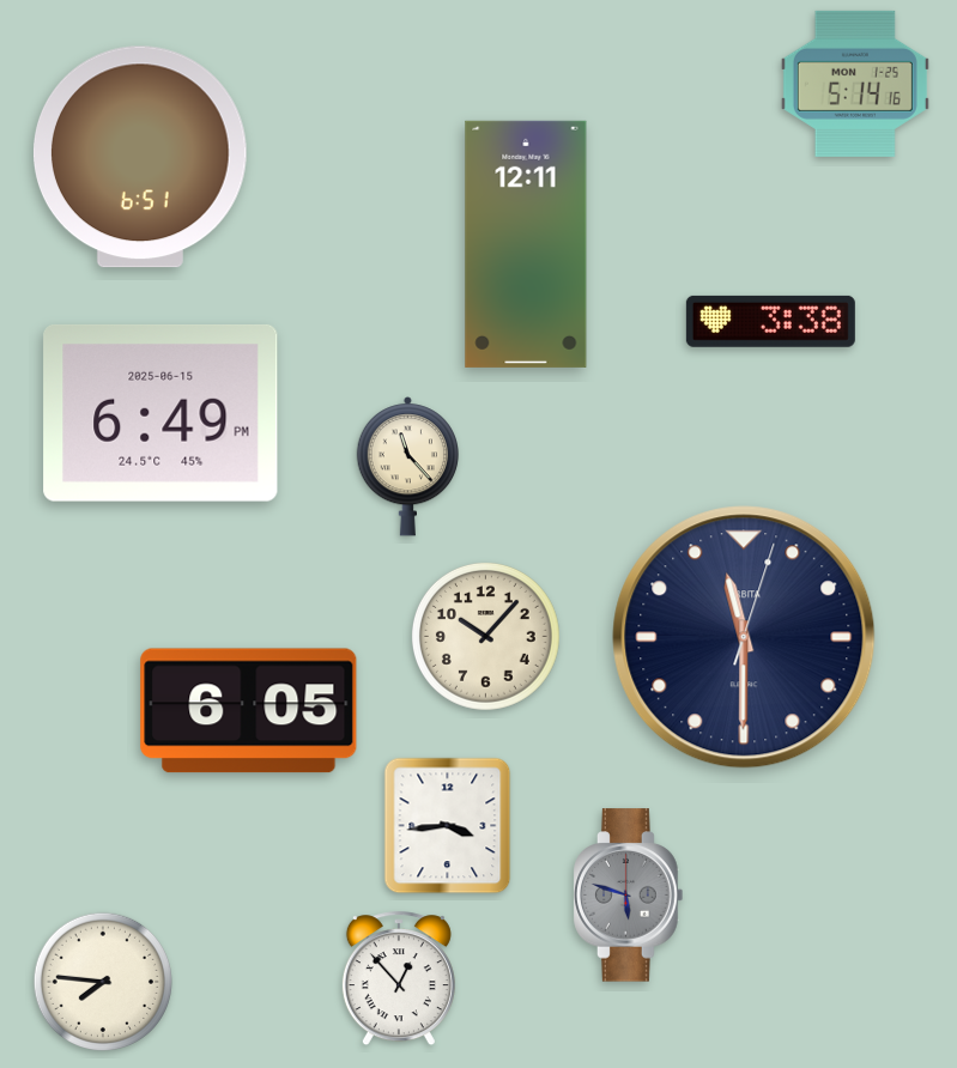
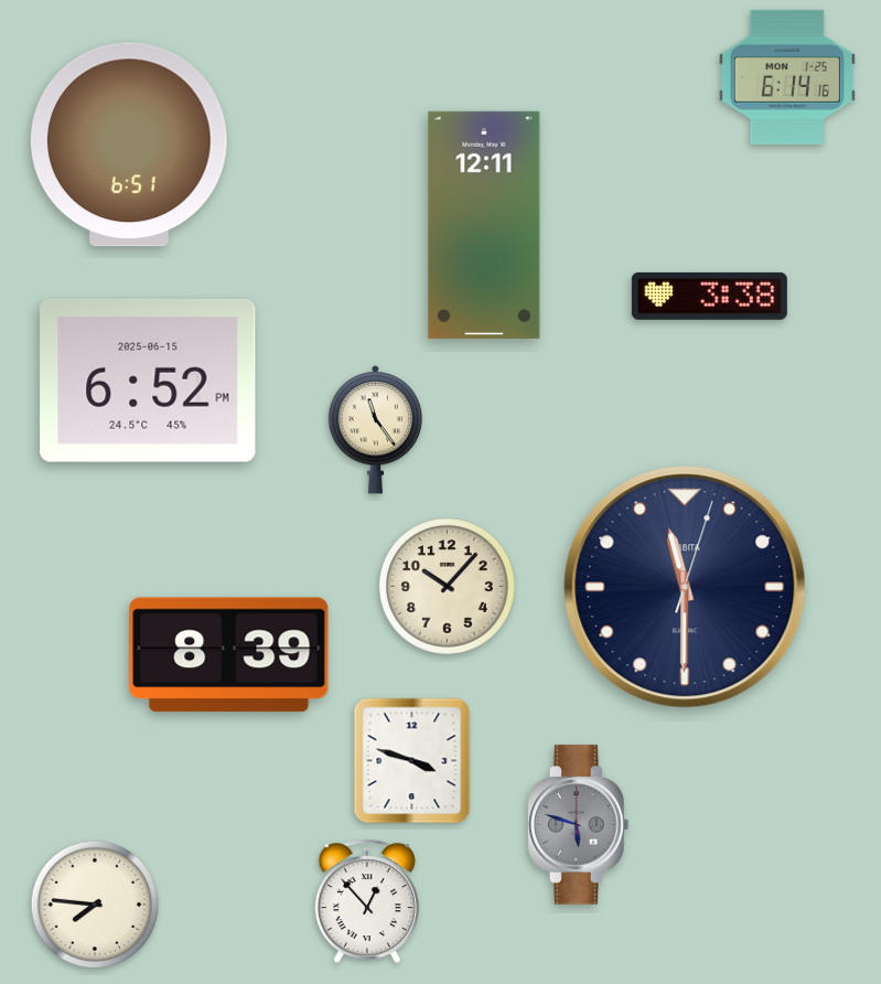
clock at (855, 84): 5:14 -> 6:14
clock at (160, 413): 6:49 -> 6:52
clock at (407, 467): 11:23 -> 11:24
clock at (249, 711): 6:05 -> 8:39
clock at (448, 826): 3:44 -> 3:48
